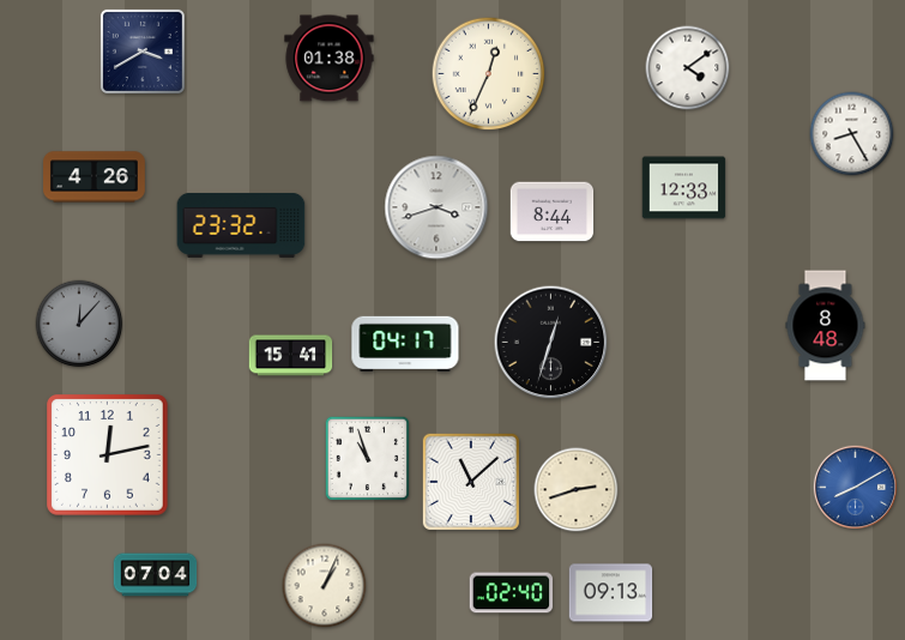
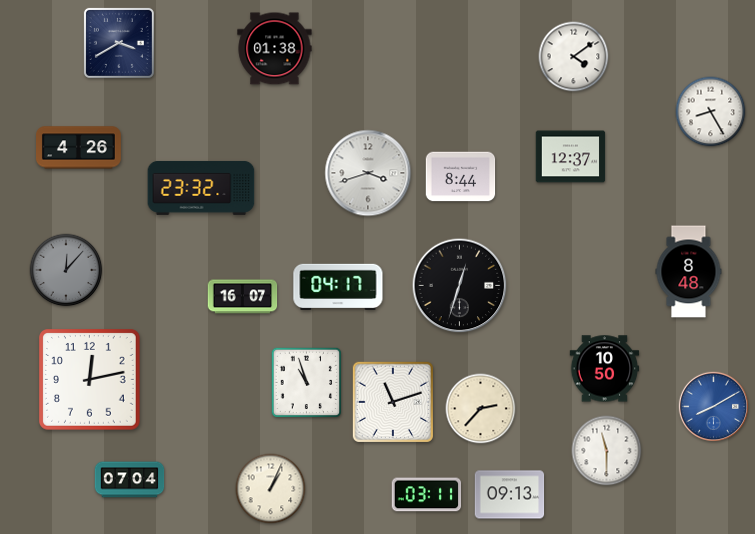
clock at (489, 74): 12:34 -> none
clock at (684, 188): 12:33 -> 12:37
clock at (436, 207) position: (436, 207) -> (368, 173)
clock at (291, 356): 15:41 -> 16:07
clock at (605, 369): none -> 10:50
clock at (470, 481): 11:08 -> 11:12
clock at (577, 490): 2:42 -> 2:37
clock at (607, 451): none -> 11:30
clock at (512, 593): 02:40 -> 03:11
